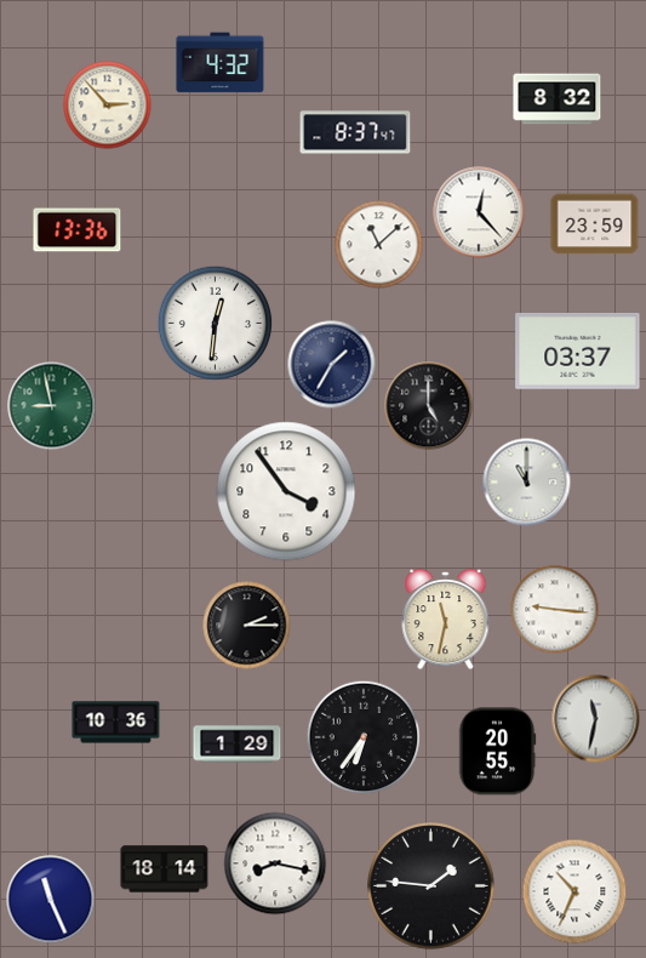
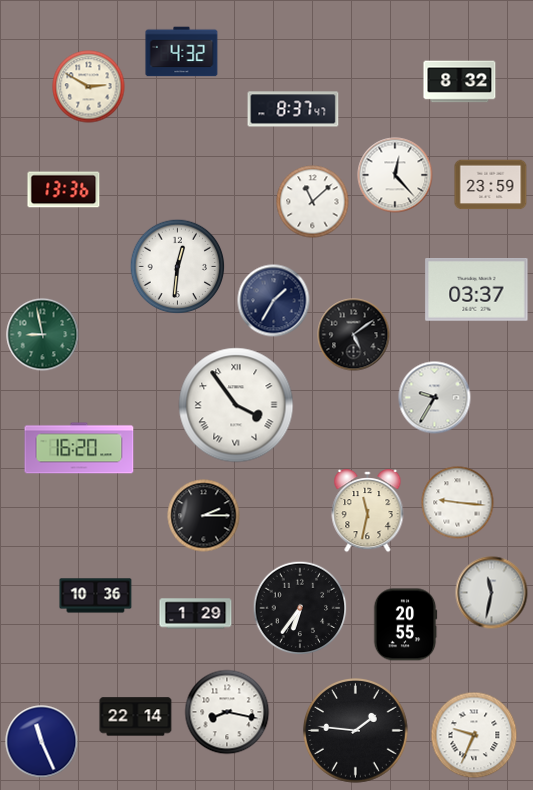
clock at (108, 106): 2:53 -> 2:50
clock at (429, 406): 5:00 -> 5:09
clock at (527, 483): 11:00 -> 9:35
clock at (286, 491) numerals: Arabic -> Roman
clock at (79, 448): none -> 16:20
clock at (497, 752) position: (497, 752) -> (405, 625)
clock at (165, 869): 18:14 -> 22:14
clock at (574, 891): 10:34 -> 9:34
